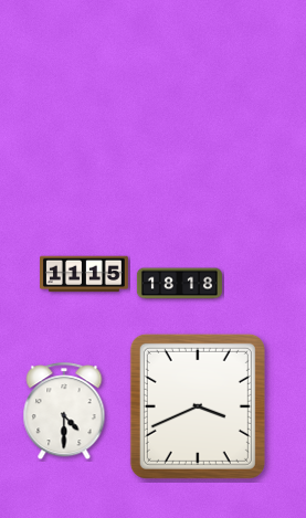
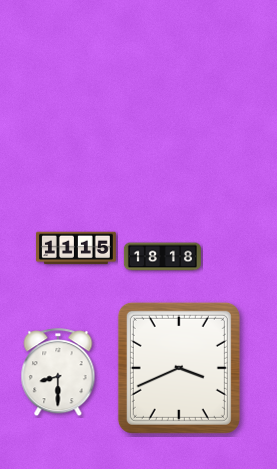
clock at (64, 412): 4:30 -> 8:30
